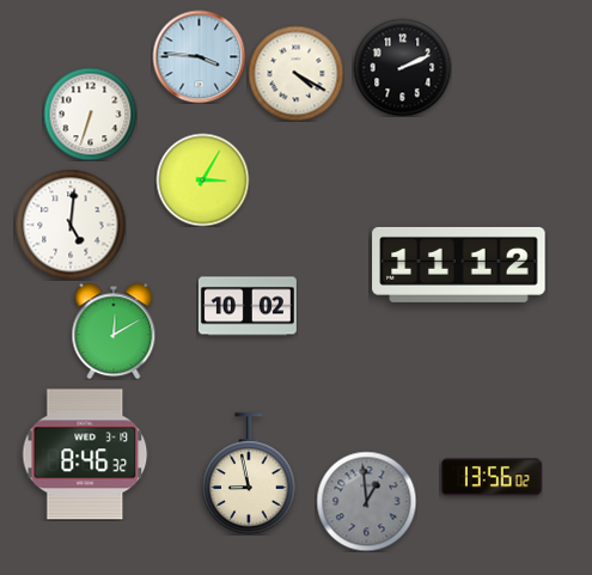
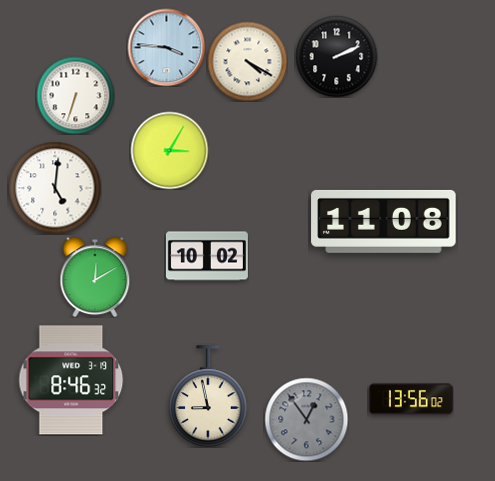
clock at (71, 225) position: (71, 225) -> (55, 188)
clock at (459, 264): 11:12 -> 11:08
clock at (366, 501): 12:59 -> 12:54
